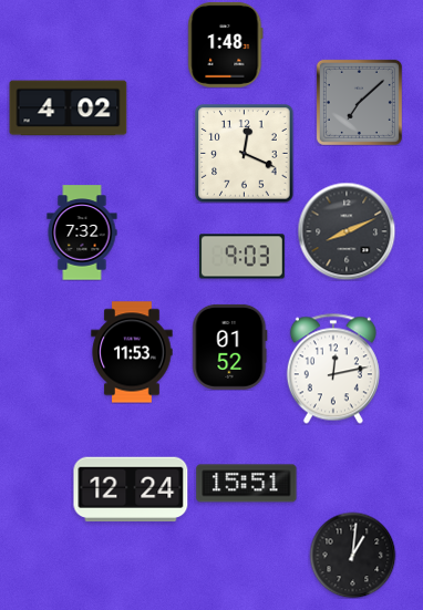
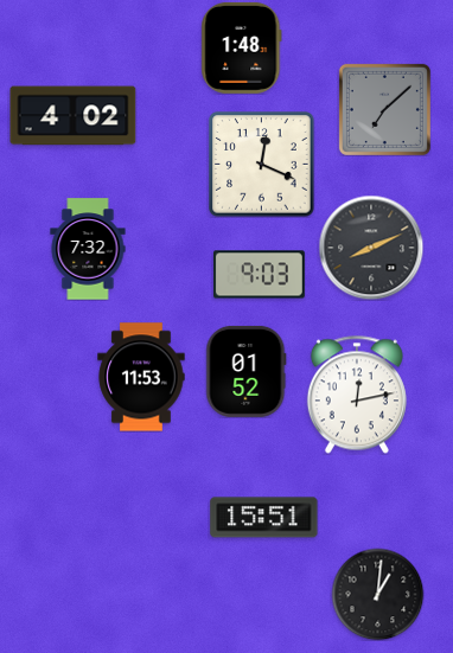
clock at (131, 488): 12:24 -> none
